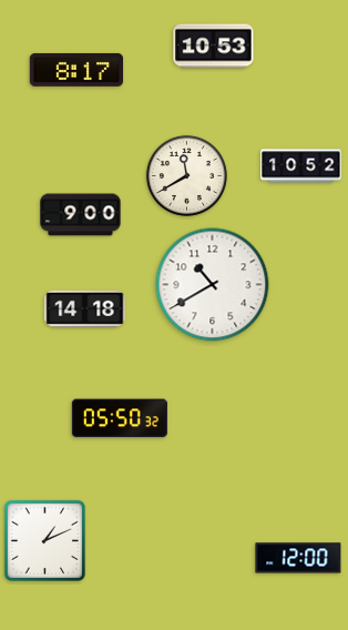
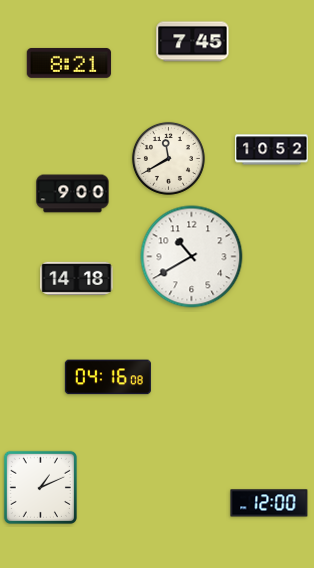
clock at (214, 47): 10:53 -> 7:45
clock at (76, 70): 8:17 -> 8:21
clock at (120, 418): 05:50 -> 04:16
